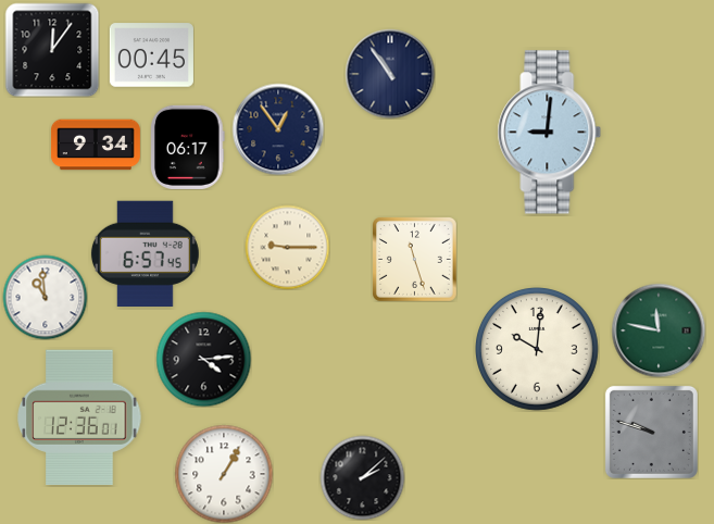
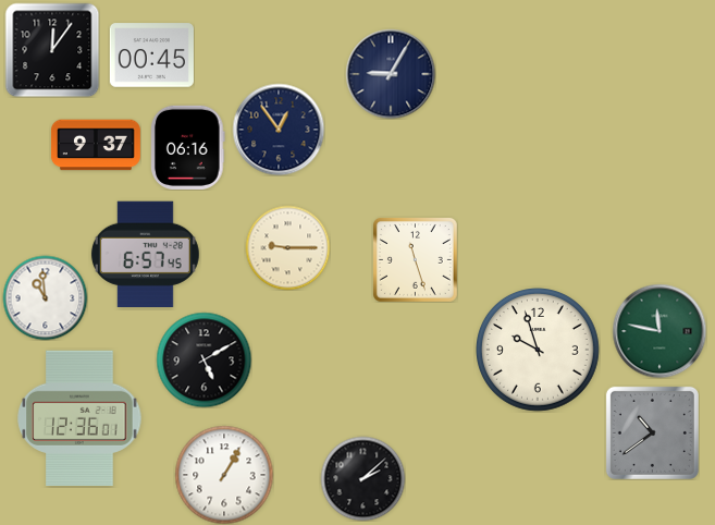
clock at (390, 74): 10:54 -> 9:05
clock at (550, 133): 9:01 -> none
clock at (96, 145): 9:34 -> 9:37
clock at (188, 147): 06:17 -> 06:16
clock at (538, 350): 10:01 -> 9:57
clock at (203, 359): 4:14 -> 5:10
clock at (651, 432): 9:48 -> 10:39
